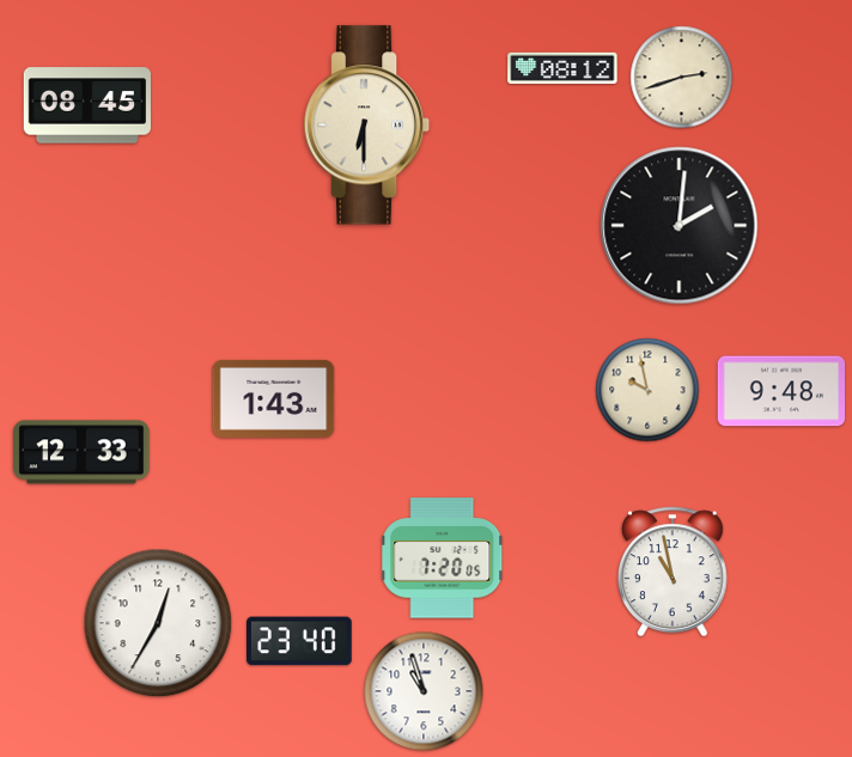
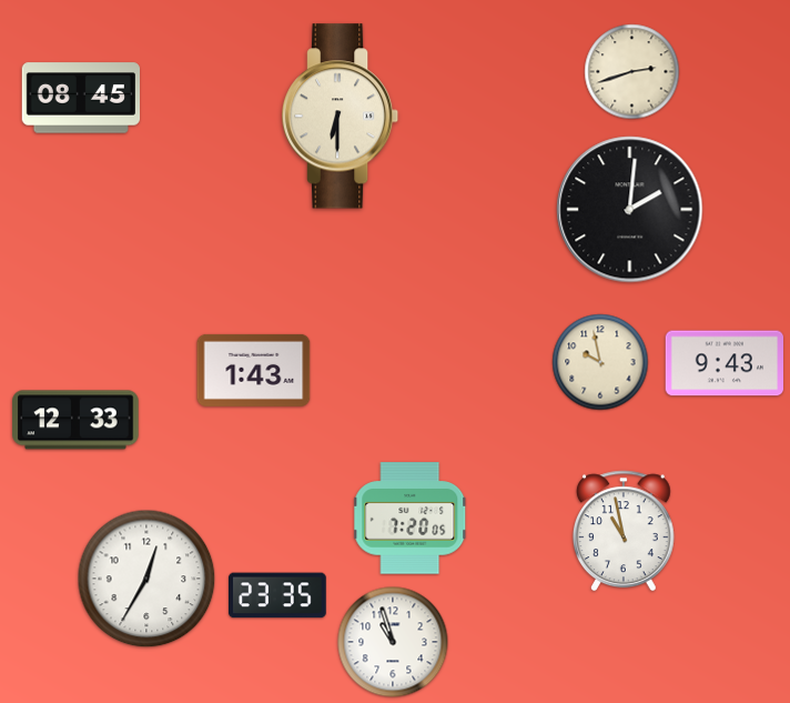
clock at (562, 68): 08:12 -> none
clock at (780, 391): 9:48 -> 9:43
clock at (300, 641): 23:40 -> 23:35
